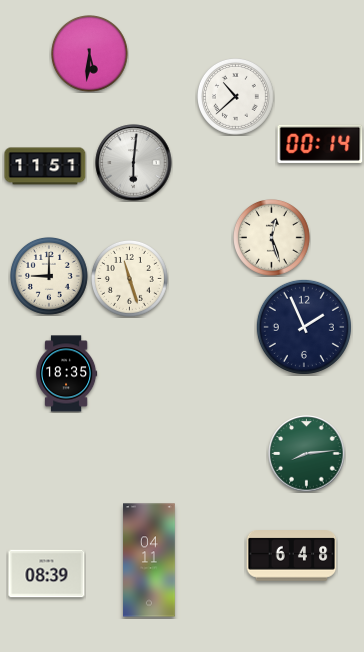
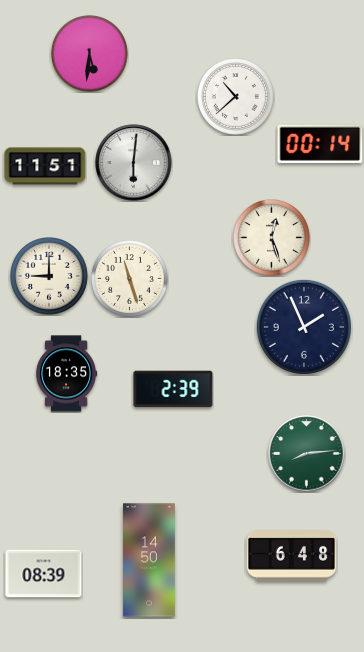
clock at (173, 389): none -> 2:39
clock at (149, 560): 04:11 -> 14:50
clock at (47, 574) position: (47, 574) -> (44, 574)
